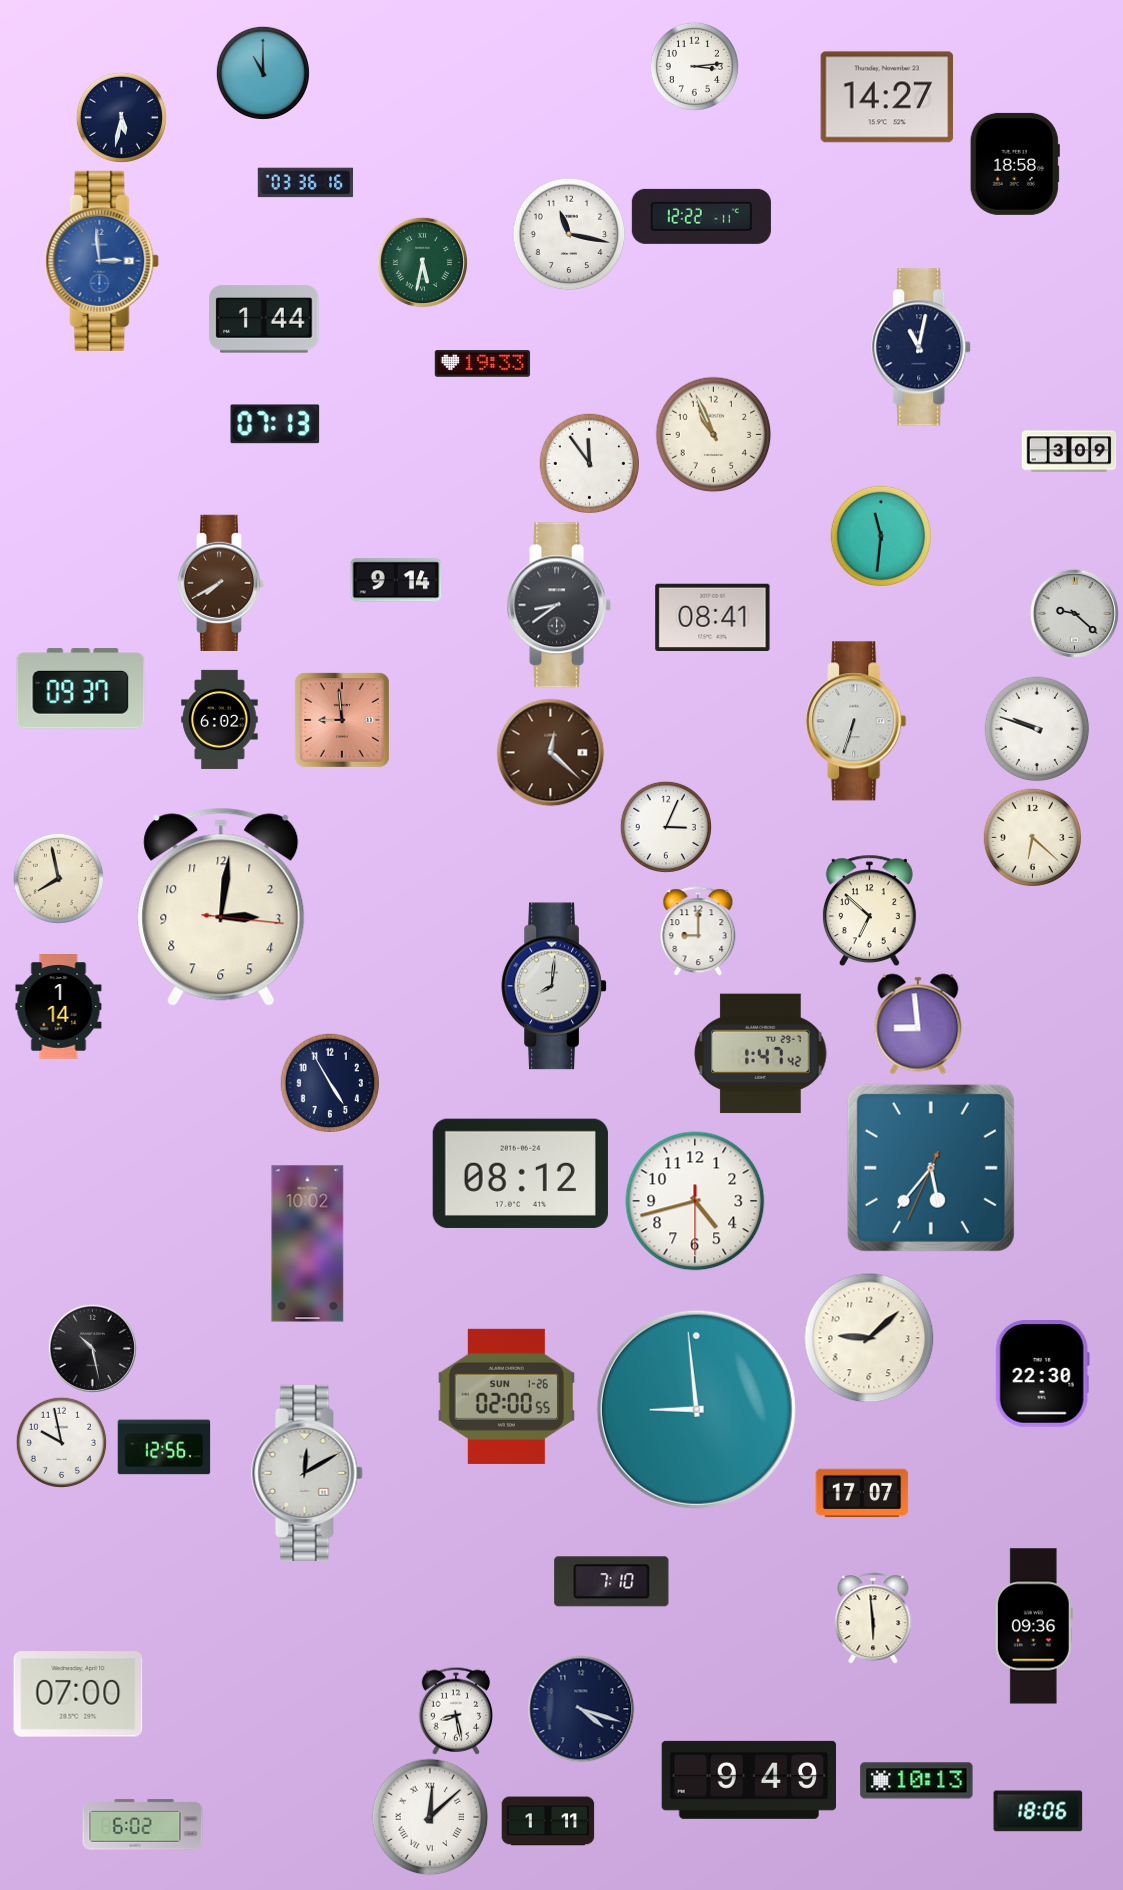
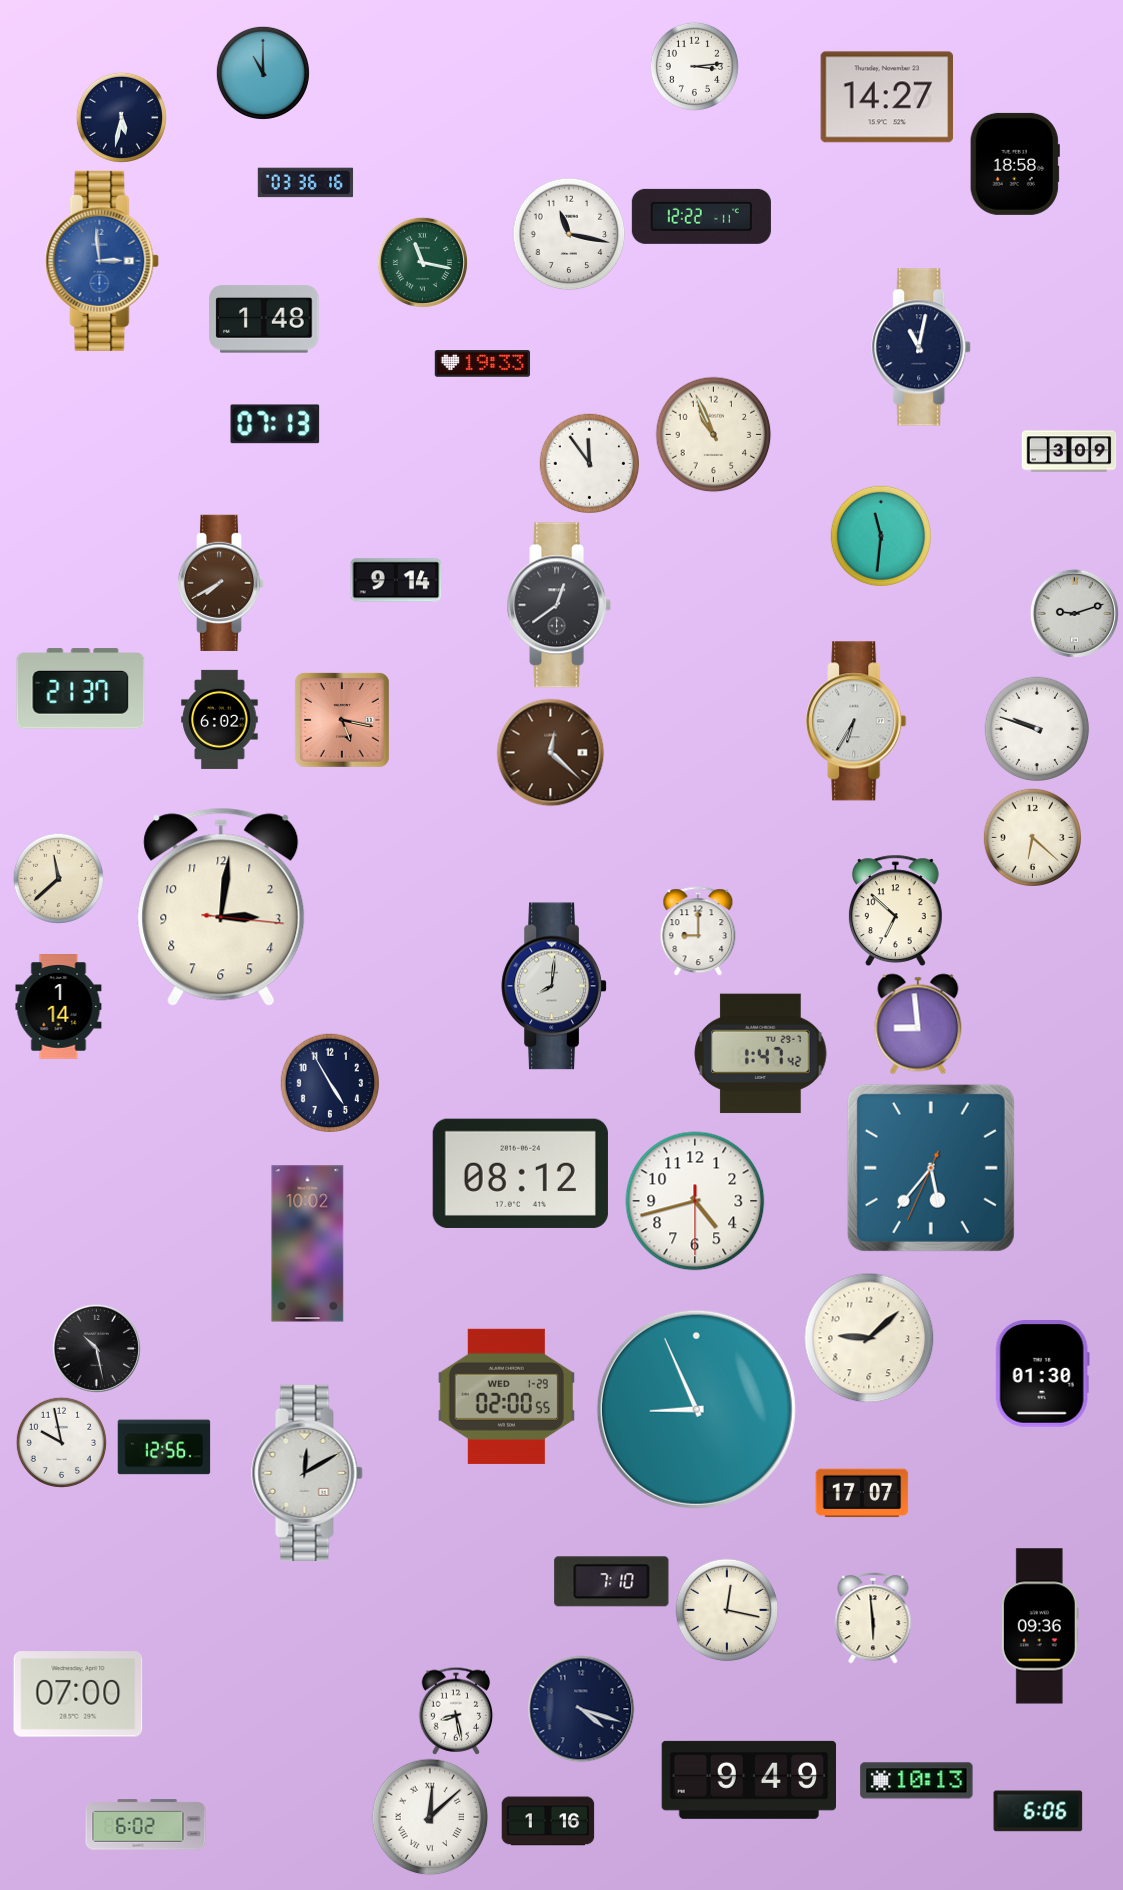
clock at (422, 262): 5:32 -> 11:17
clock at (264, 319): 1:44 -> 1:48
clock at (559, 605): 8:39 -> 12:39
clock at (1074, 613): 9:22 -> 9:12
clock at (713, 617): 08:41 -> none
clock at (81, 689): 09:37 -> 21:37
clock at (342, 720): 8:59 -> 5:17
clock at (856, 721): 6:33 -> 6:35
clock at (666, 827): 3:04 -> none
clock at (58, 878): 7:58 -> 11:38
clock at (869, 910) position: (869, 910) -> (895, 910)
clock at (92, 1348) position: (92, 1348) -> (96, 1348)
clock at (1042, 1374): 22:30 -> 01:30
clock at (506, 1396) date: SUN 1-26 -> WED 1-29
clock at (696, 1409): 8:59 -> 8:56
clock at (727, 1610): none -> 12:17
clock at (1034, 1626) position: (1034, 1626) -> (1040, 1626)
clock at (1038, 1811): 18:06 -> 6:06
clock at (548, 1821): 1:11 -> 1:16
clock at (143, 1825) position: (143, 1825) -> (146, 1825)
